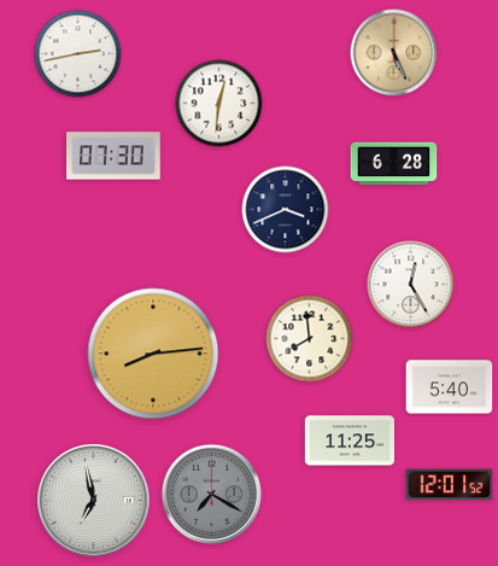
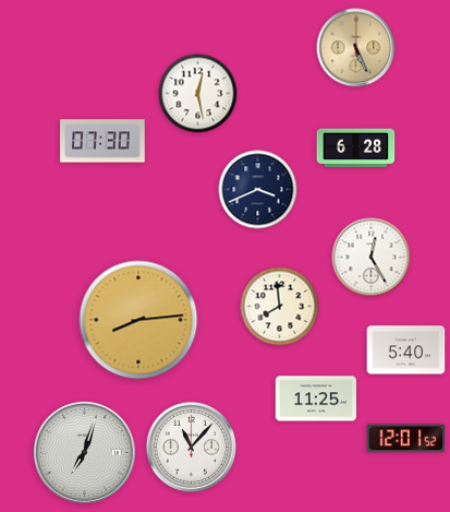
clock at (78, 54): 2:43 -> none
clock at (219, 104): 12:31 -> 12:28
clock at (211, 494): 7:20 -> 11:07
clock at (211, 494) dial: grey -> white
clock at (94, 501): 6:58 -> 7:03
